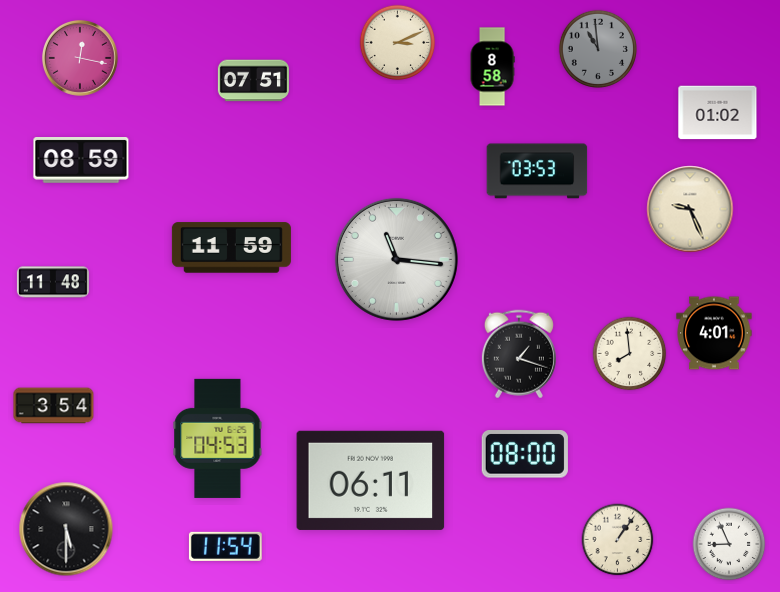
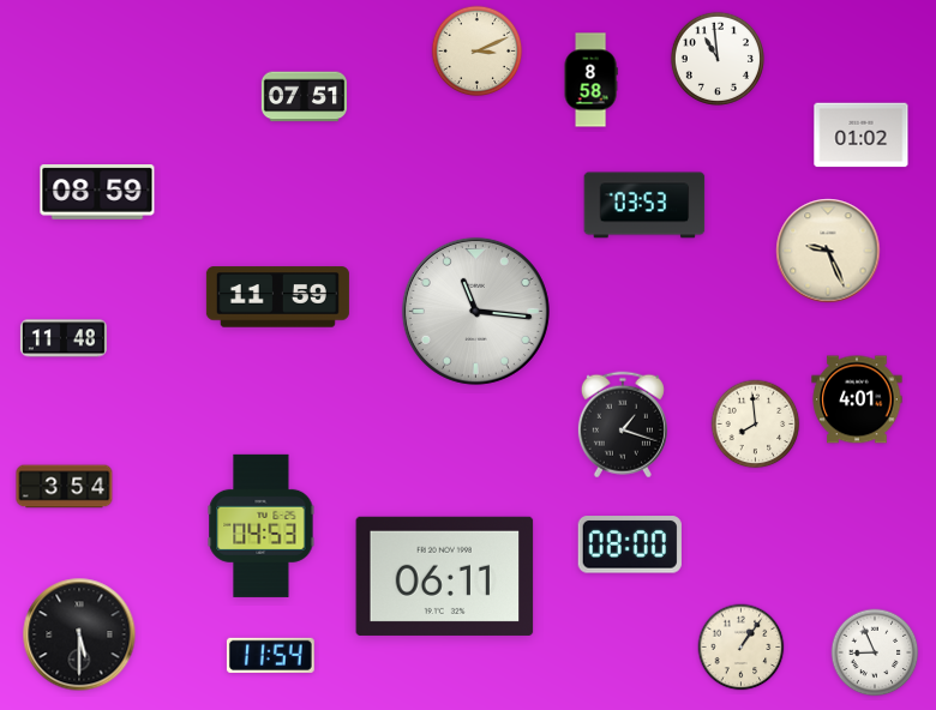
clock at (598, 49) dial: grey -> white
clock at (80, 58): 12:17 -> none
